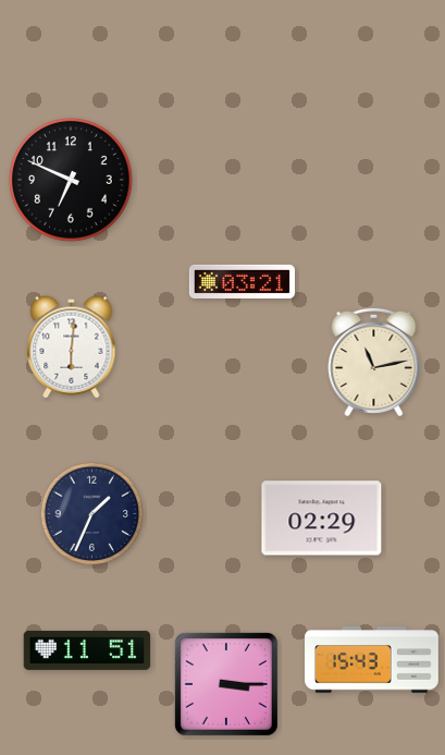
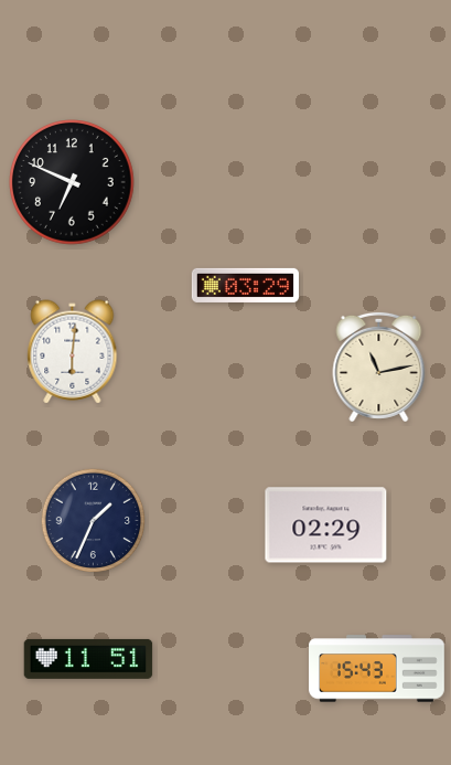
clock at (242, 281): 03:21 -> 03:29
clock at (226, 684): 3:15 -> none
